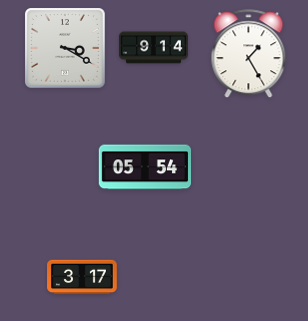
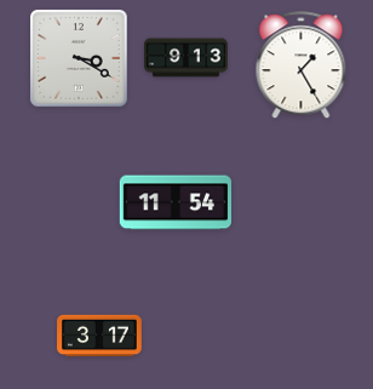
clock at (153, 48): 9:14 -> 9:13
clock at (144, 167): 05:54 -> 11:54
